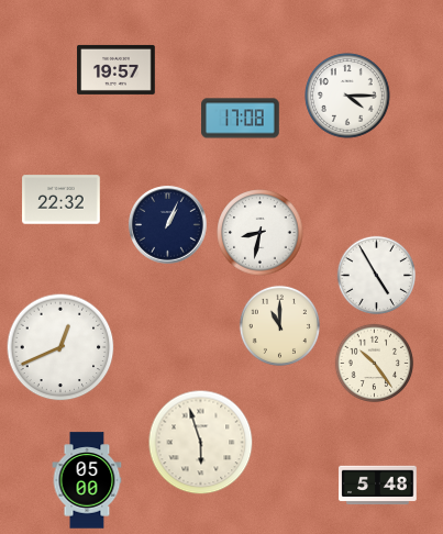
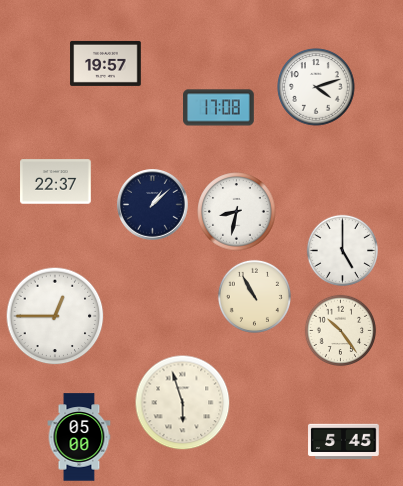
clock at (347, 96): 4:15 -> 4:12
clock at (62, 200): 22:32 -> 22:37
clock at (168, 225): 1:04 -> 1:08
clock at (377, 276): 4:55 -> 5:00
clock at (279, 325): 11:00 -> 10:55
clock at (60, 347): 12:41 -> 12:45
clock at (378, 486): 5:48 -> 5:45
